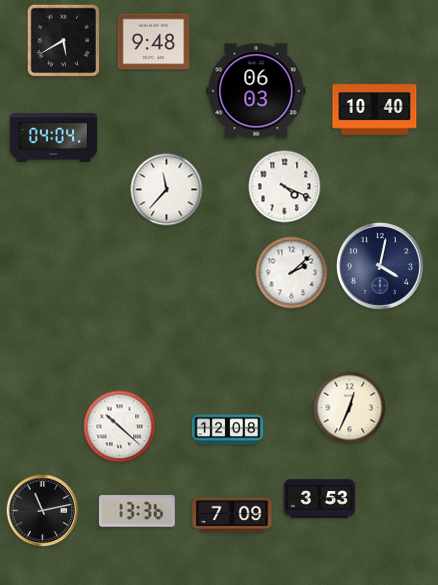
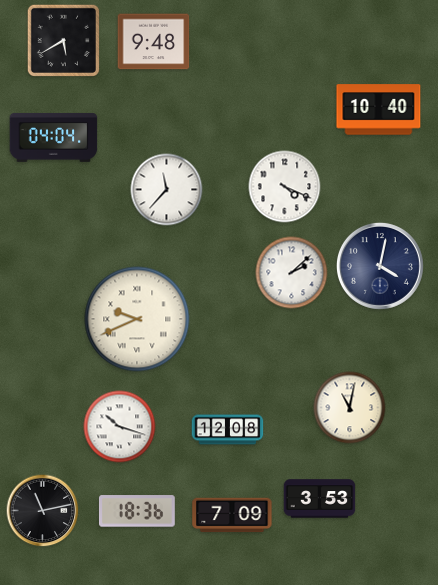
clock at (256, 91): 06:03 -> none
clock at (375, 110) position: (375, 110) -> (379, 110)
clock at (137, 319): none -> 9:41
clock at (350, 408): 12:34 -> 11:02
clock at (120, 427): 10:22 -> 10:18
clock at (137, 511): 13:36 -> 18:36
